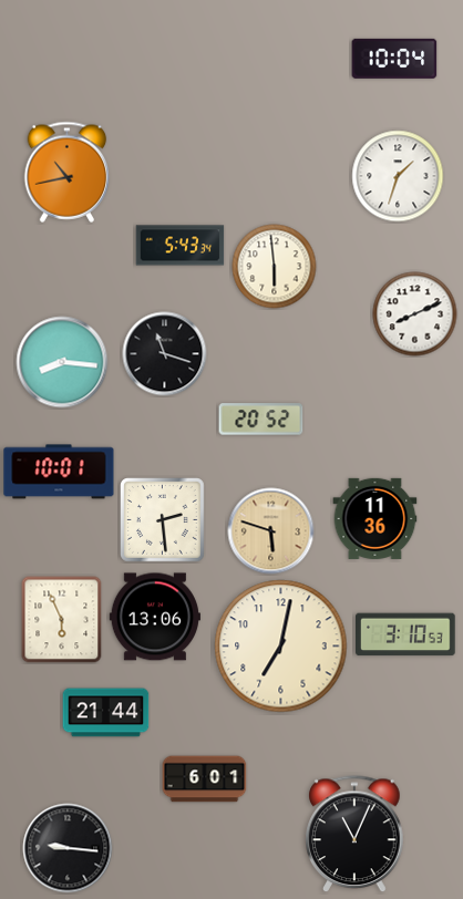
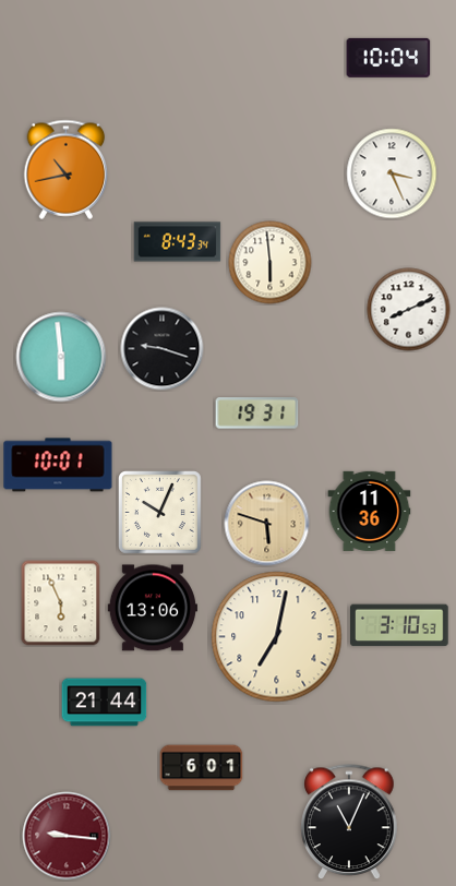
clock at (398, 176): 1:33 -> 3:26
clock at (181, 246): 5:43 -> 8:43
clock at (165, 354): 11:18 -> 9:18
clock at (62, 362): 8:16 -> 5:59
clock at (261, 420): 20:52 -> 19:31
clock at (163, 520): 2:29 -> 10:04
clock at (62, 620) position: (62, 620) -> (61, 603)
clock at (68, 848) dial: black -> burgundy
